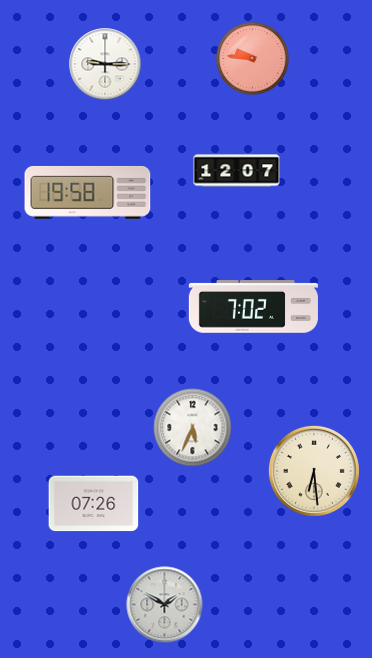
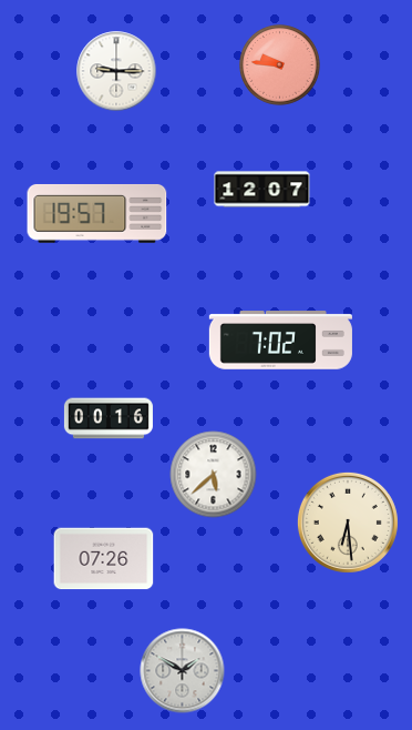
clock at (88, 192): 19:58 -> 19:57
clock at (109, 418): none -> 00:16
clock at (193, 428): 5:34 -> 5:38
